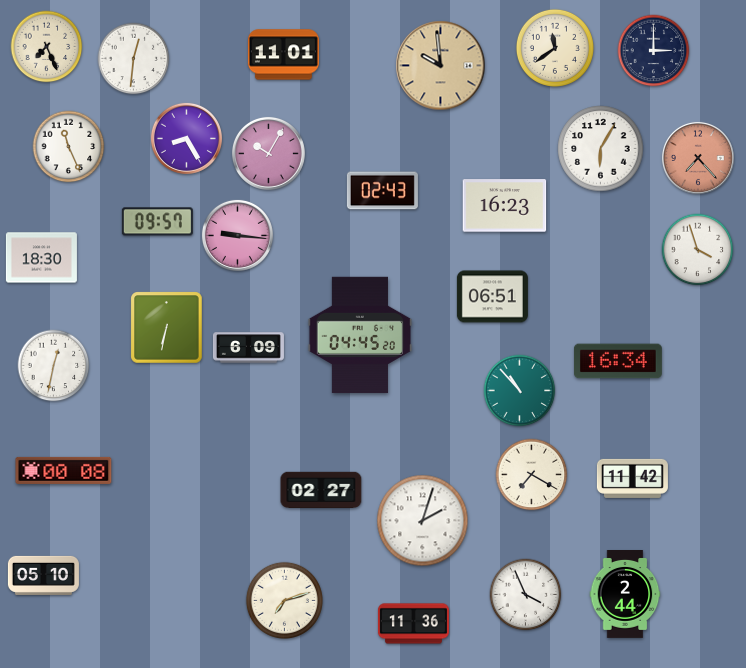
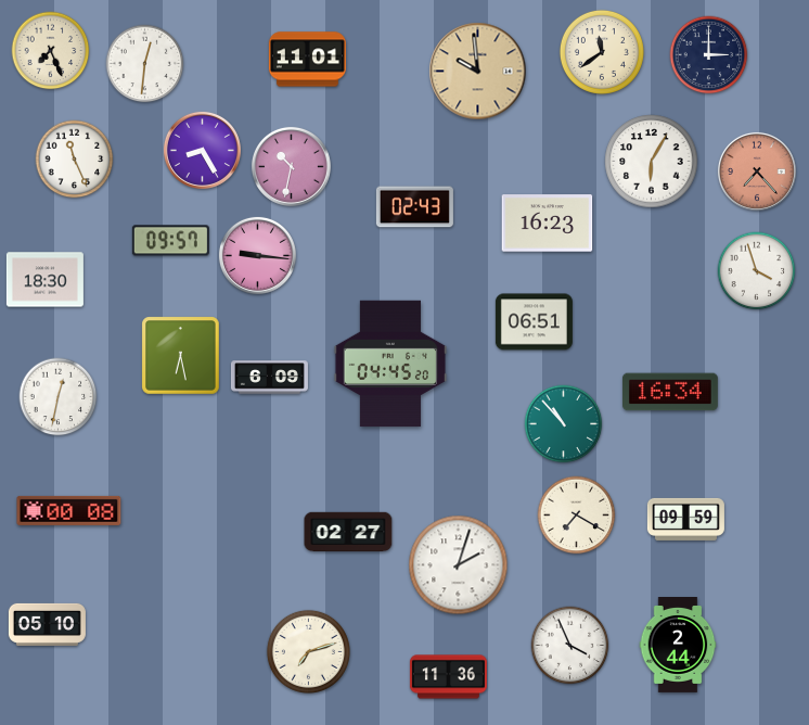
clock at (268, 153): 10:05 -> 10:32
clock at (167, 328): 6:32 -> 6:28
clock at (632, 478): 11:42 -> 09:59
